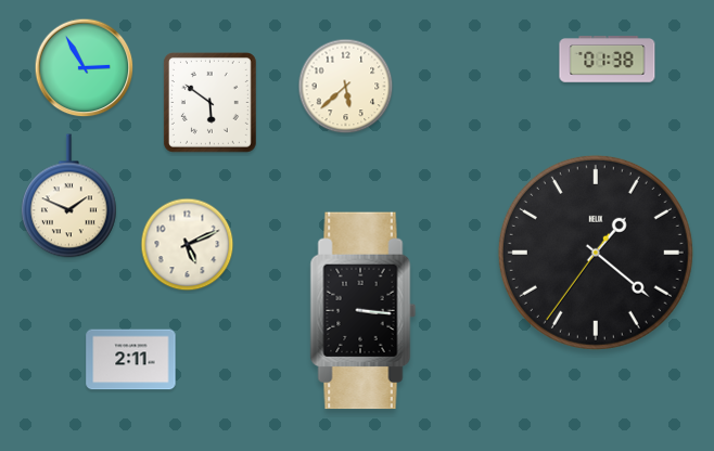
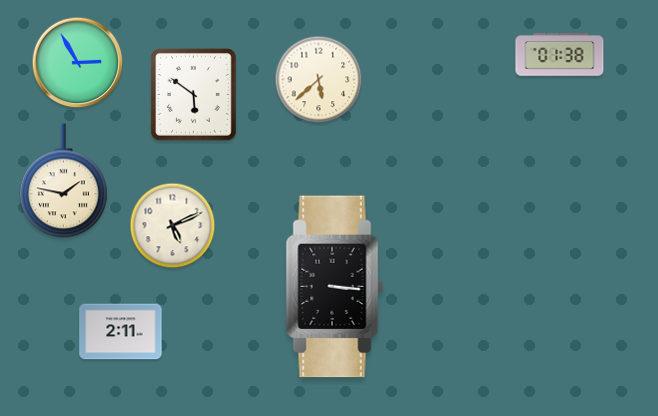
clock at (69, 196): 1:49 -> 1:47
clock at (596, 253): 1:21 -> none
